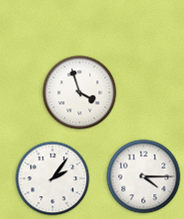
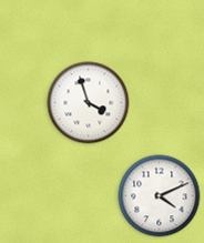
clock at (144, 177): 4:15 -> 4:11
clock at (53, 179): 2:06 -> none
